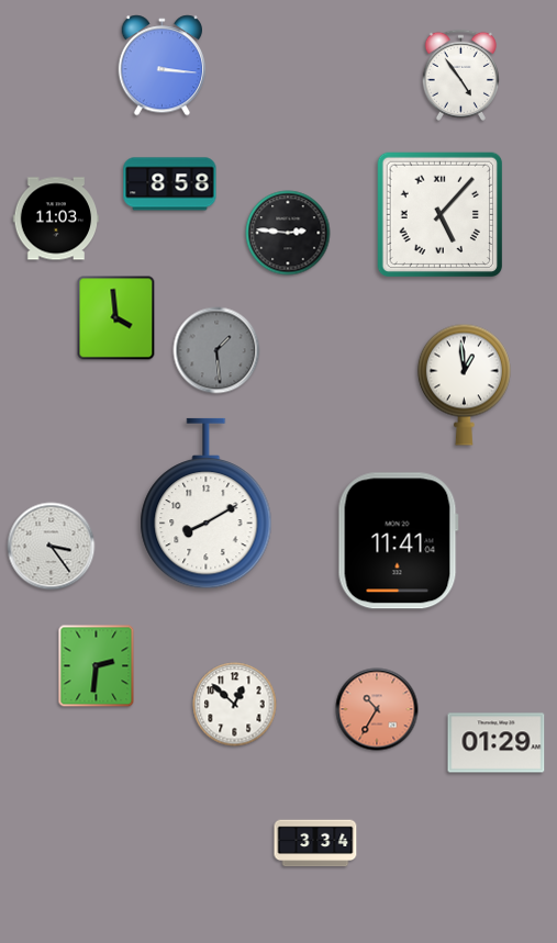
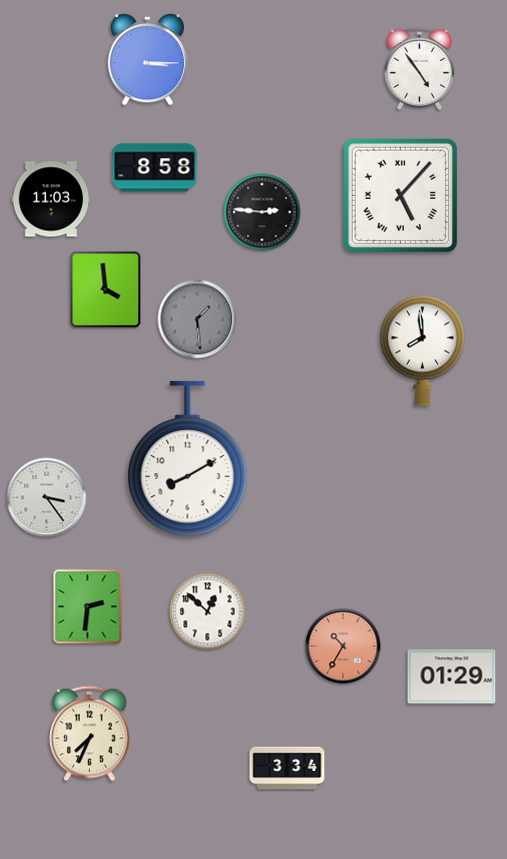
clock at (163, 66): 3:16 -> 3:15
clock at (464, 384): 12:59 -> 7:59
clock at (398, 541): 11:41 -> none
clock at (235, 705) position: (235, 705) -> (208, 612)
clock at (90, 734): none -> 7:34
